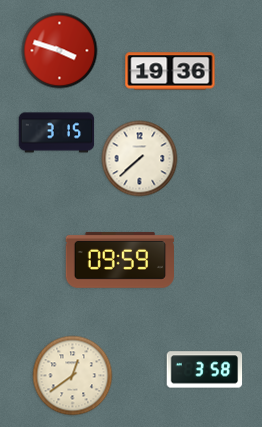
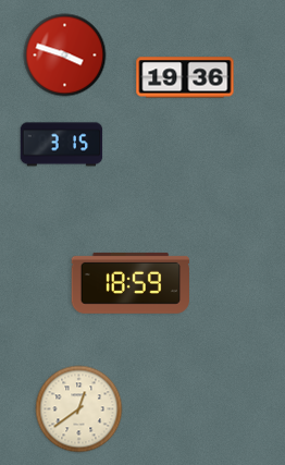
clock at (140, 159): 7:38 -> none
clock at (119, 260): 09:59 -> 18:59
clock at (205, 370): 3:58 -> none
